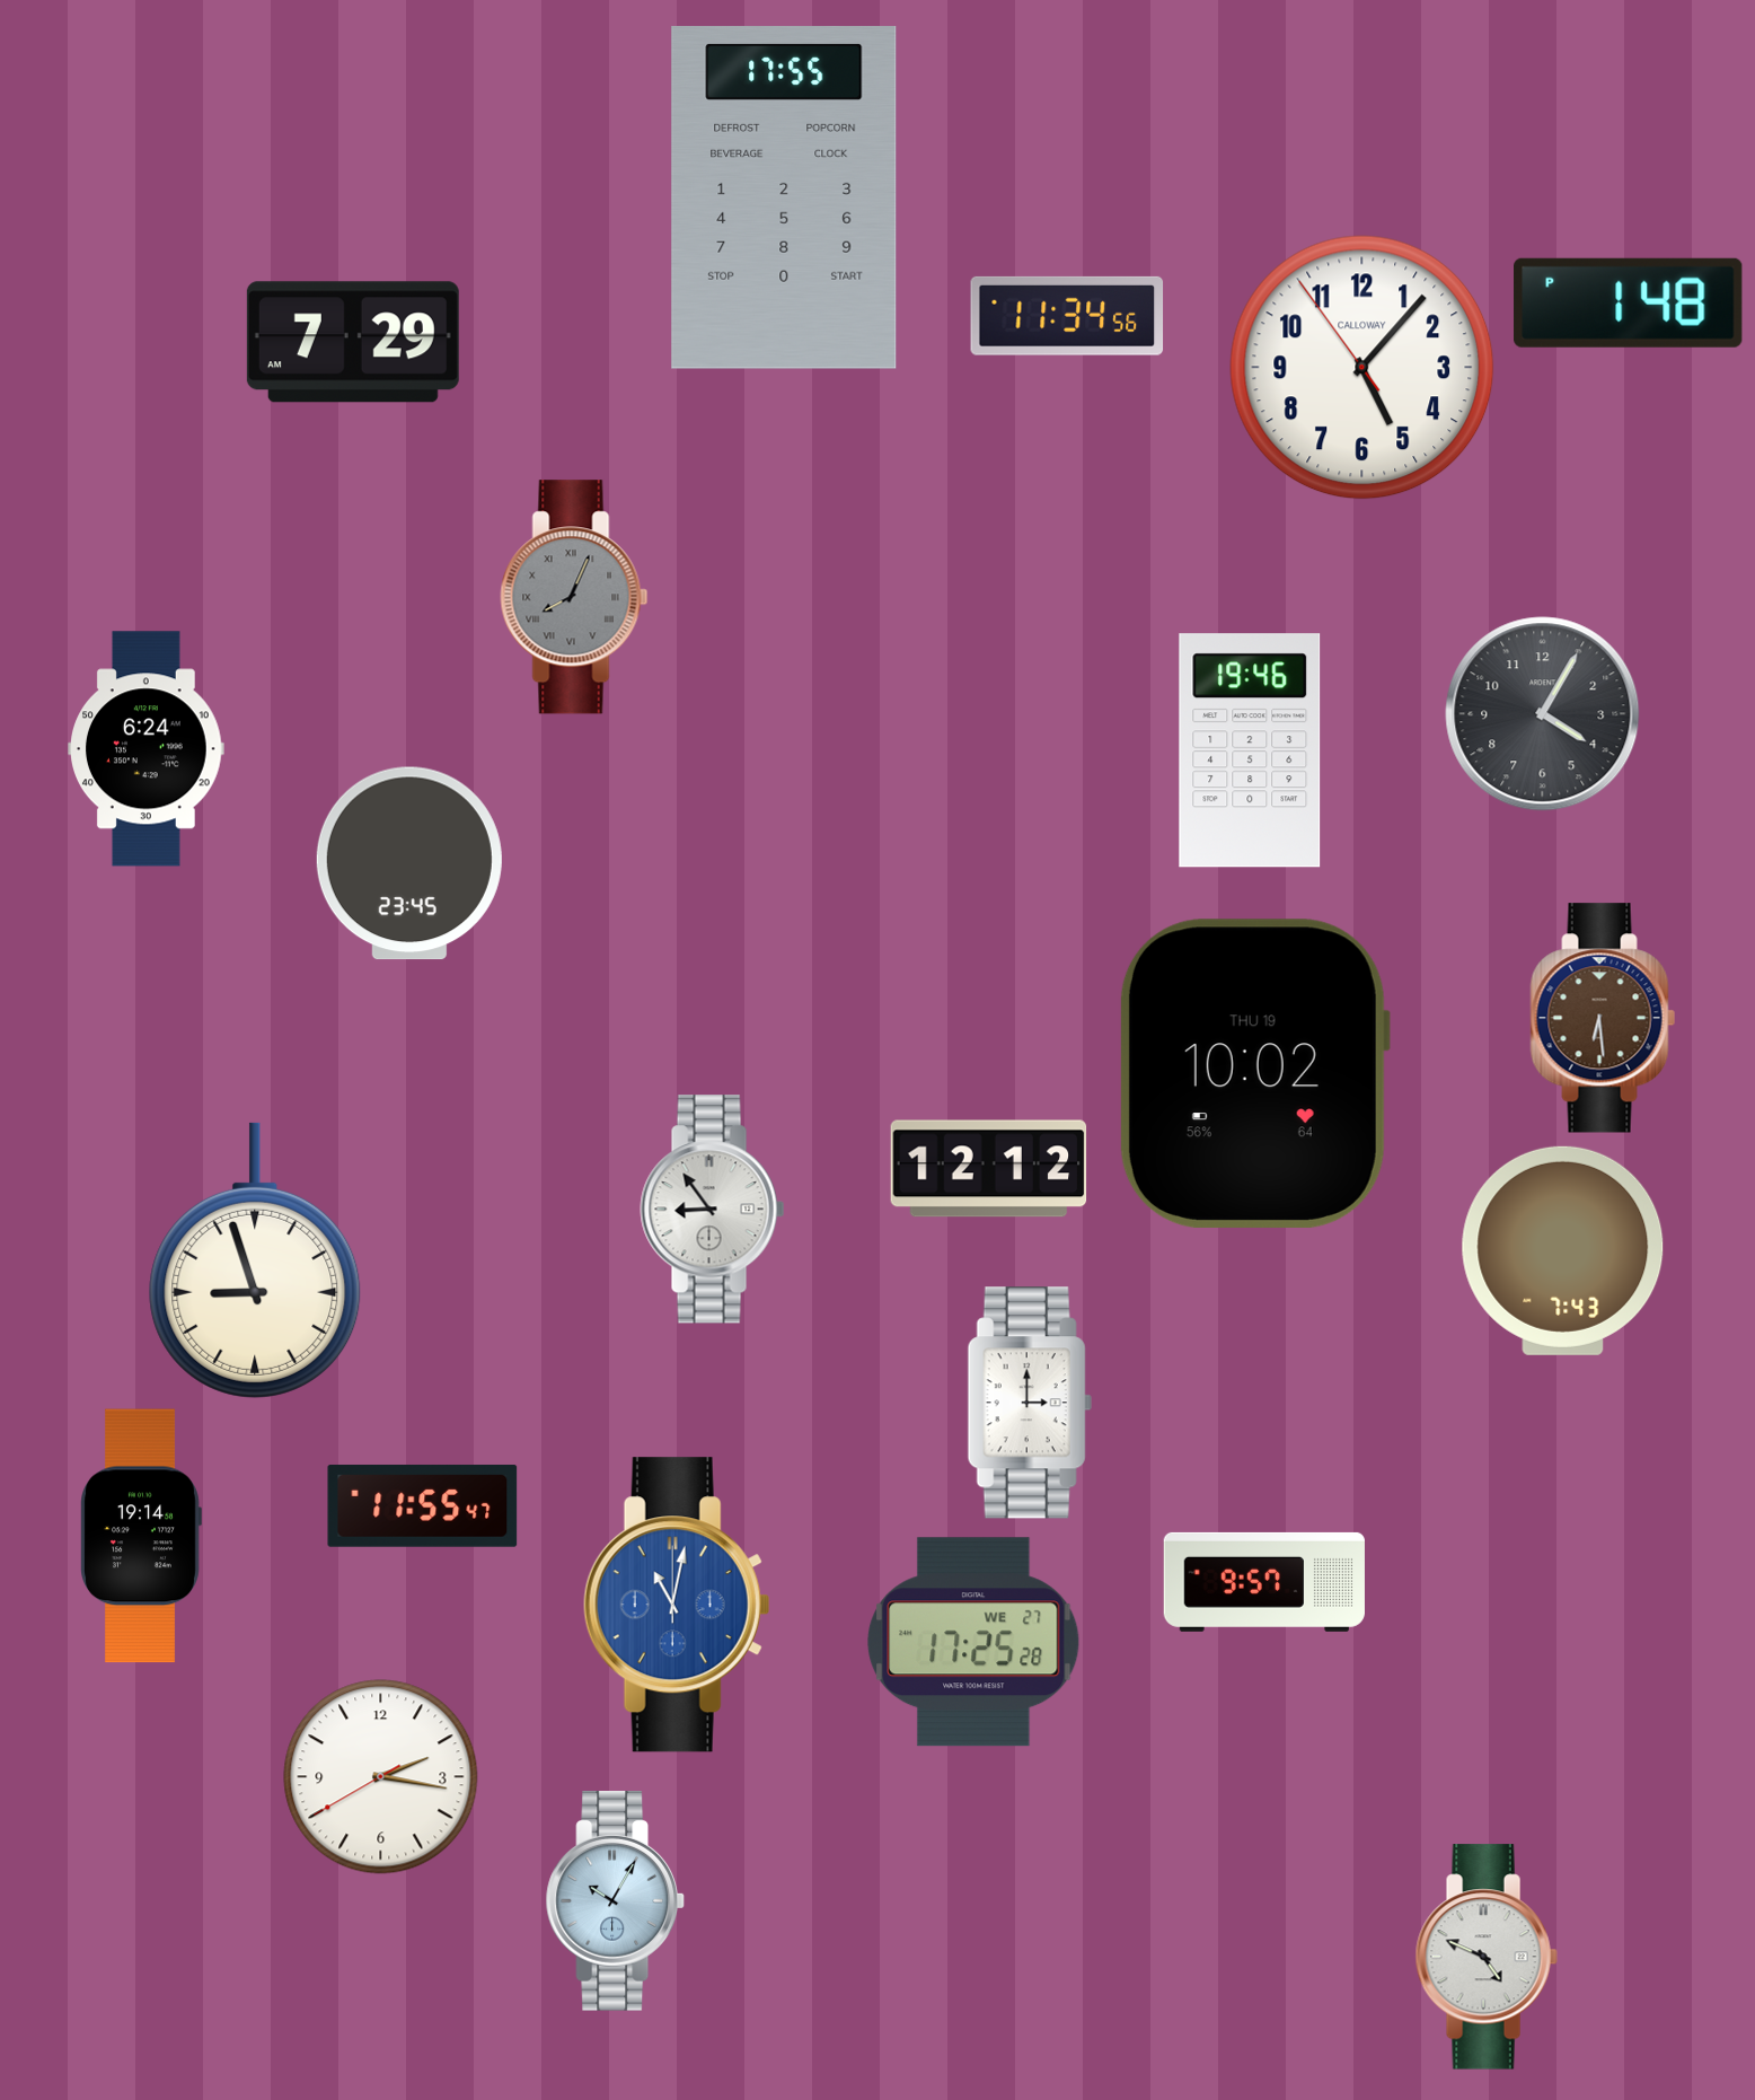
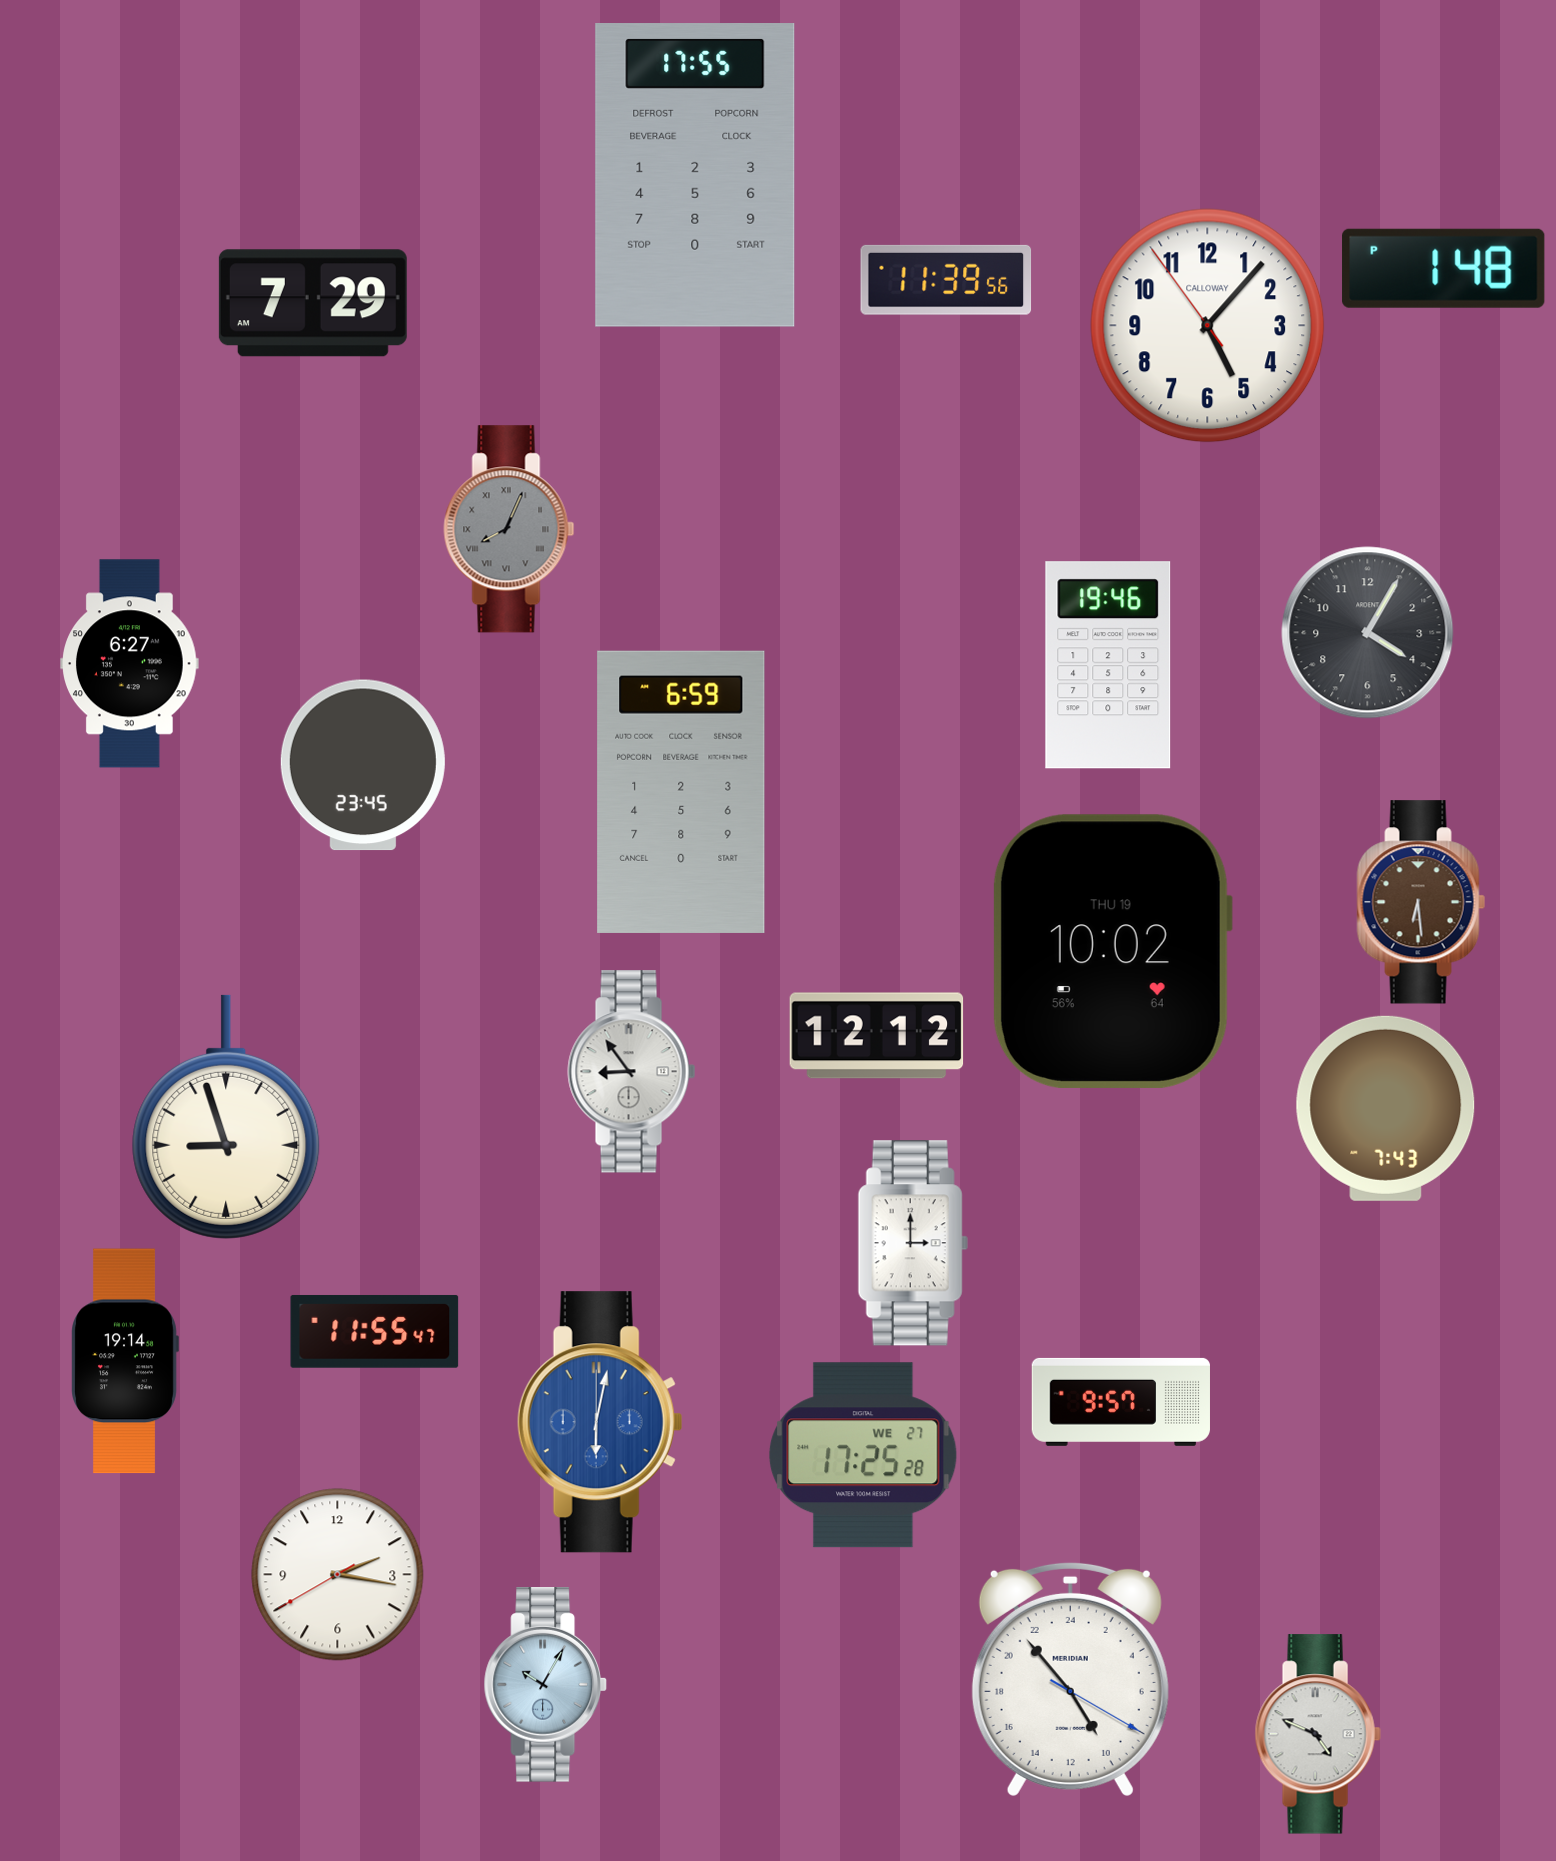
clock at (1067, 316): 11:34 -> 11:39
clock at (147, 749): 6:24 -> 6:27
clock at (681, 792): none -> 6:59
clock at (423, 1505) position: (423, 1505) -> (375, 1331)
clock at (677, 1605): 11:02 -> 6:02
clock at (1070, 1679): none -> 9:53
